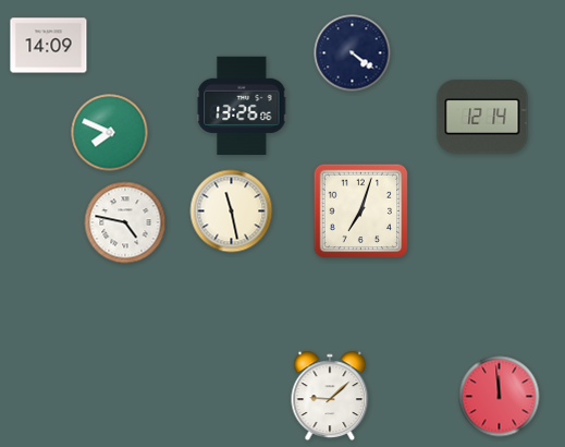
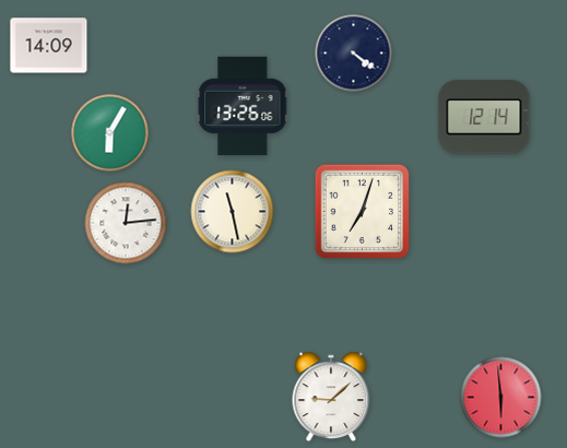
clock at (110, 133): 7:49 -> 6:05
clock at (125, 222): 4:47 -> 12:14
clock at (500, 397): 11:59 -> 5:59
